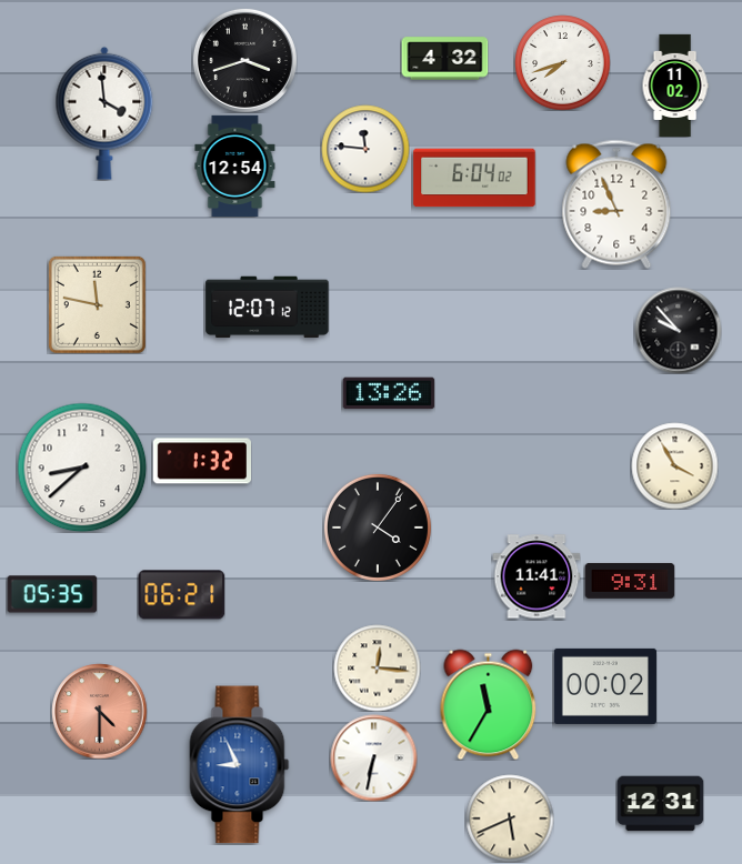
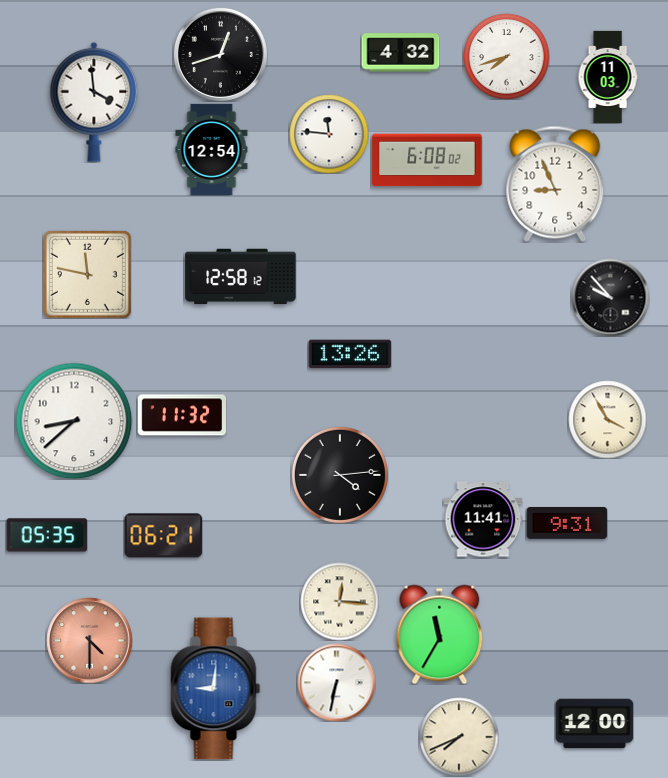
clock at (244, 60): 3:42 -> 12:42
clock at (675, 84): 11:02 -> 11:03
clock at (474, 178): 6:04 -> 6:08
clock at (268, 308): 12:07 -> 12:58
clock at (202, 461): 1:32 -> 11:32
clock at (378, 528): 4:06 -> 4:14
clock at (605, 686): 00:02 -> none
clock at (240, 765): 8:56 -> 9:01
clock at (660, 804): 12:31 -> 12:00
clock at (510, 818): 5:41 -> 7:41
